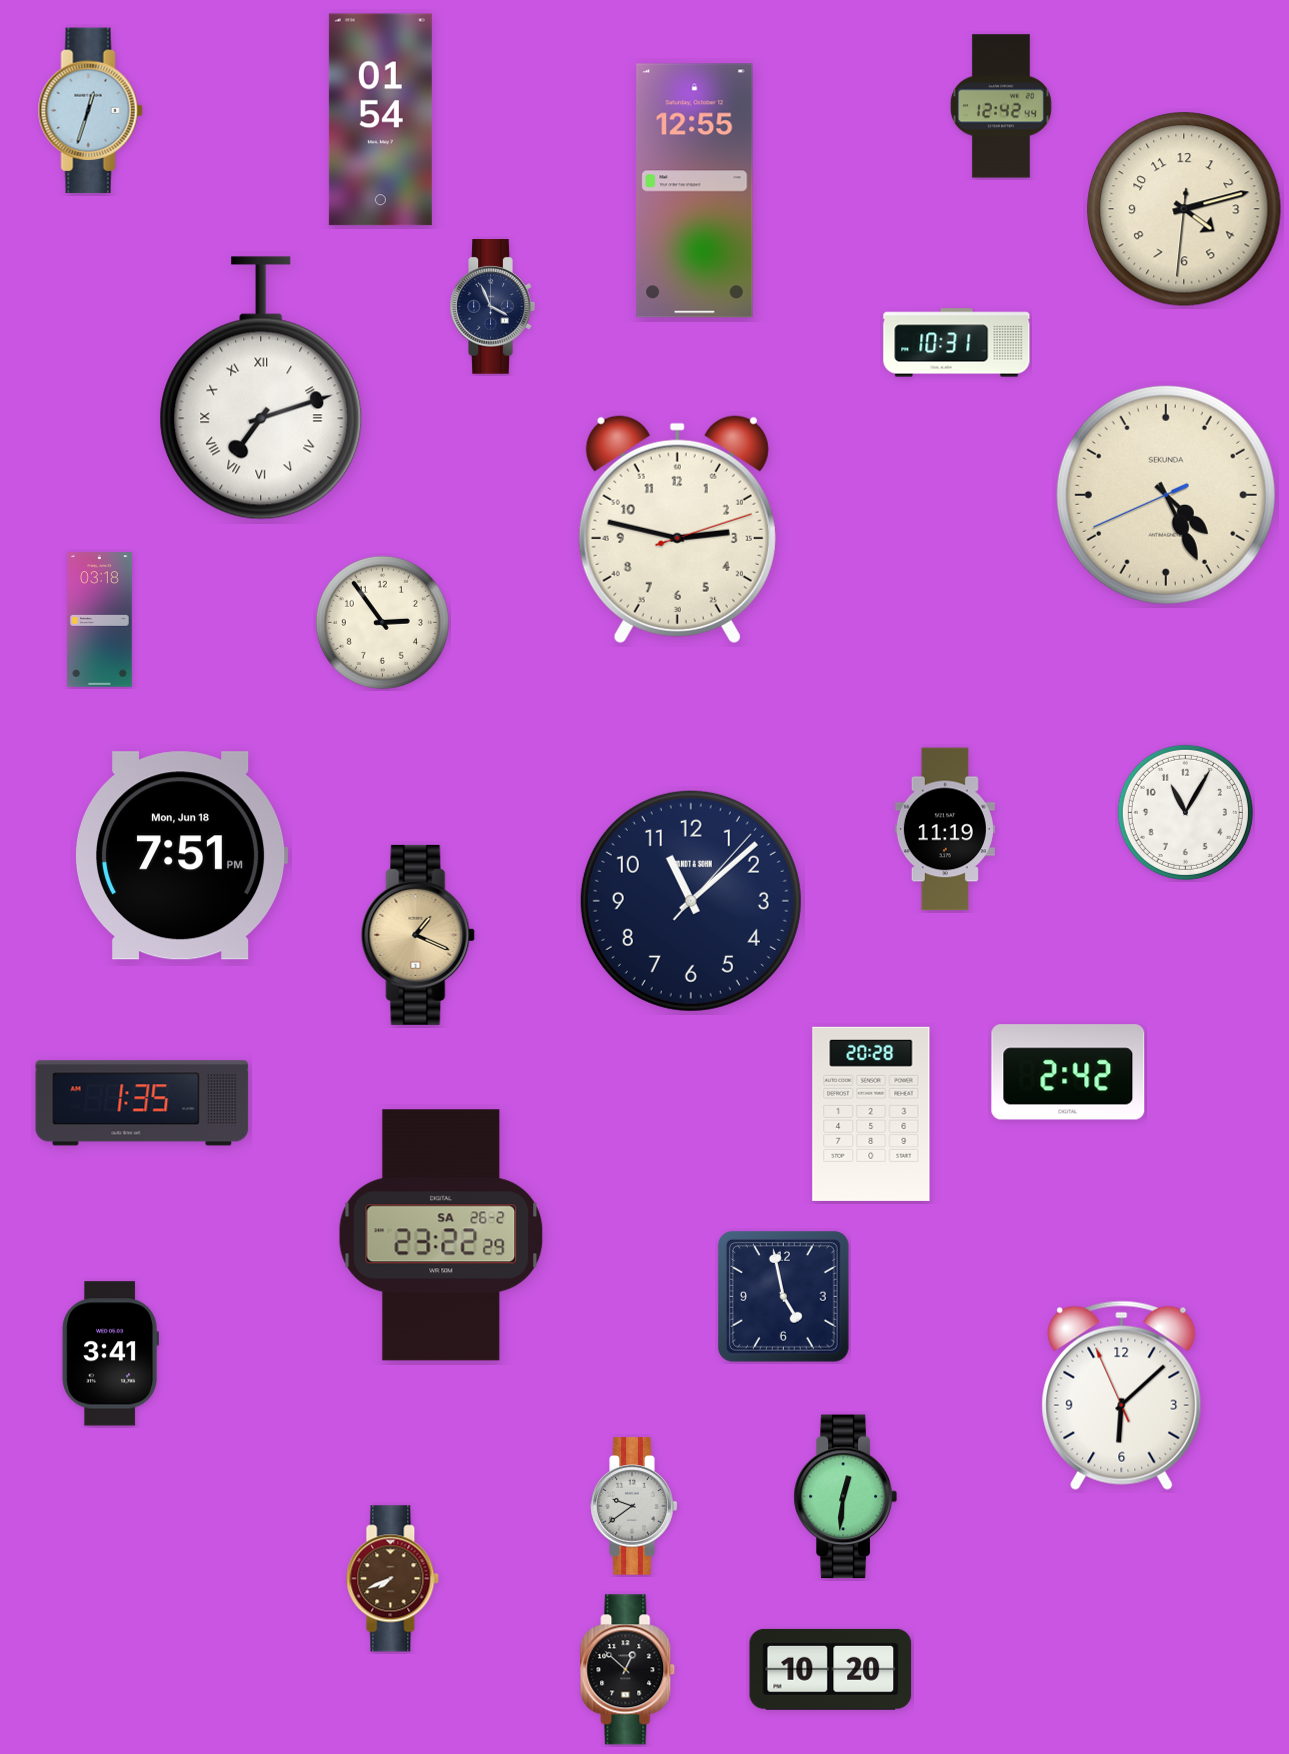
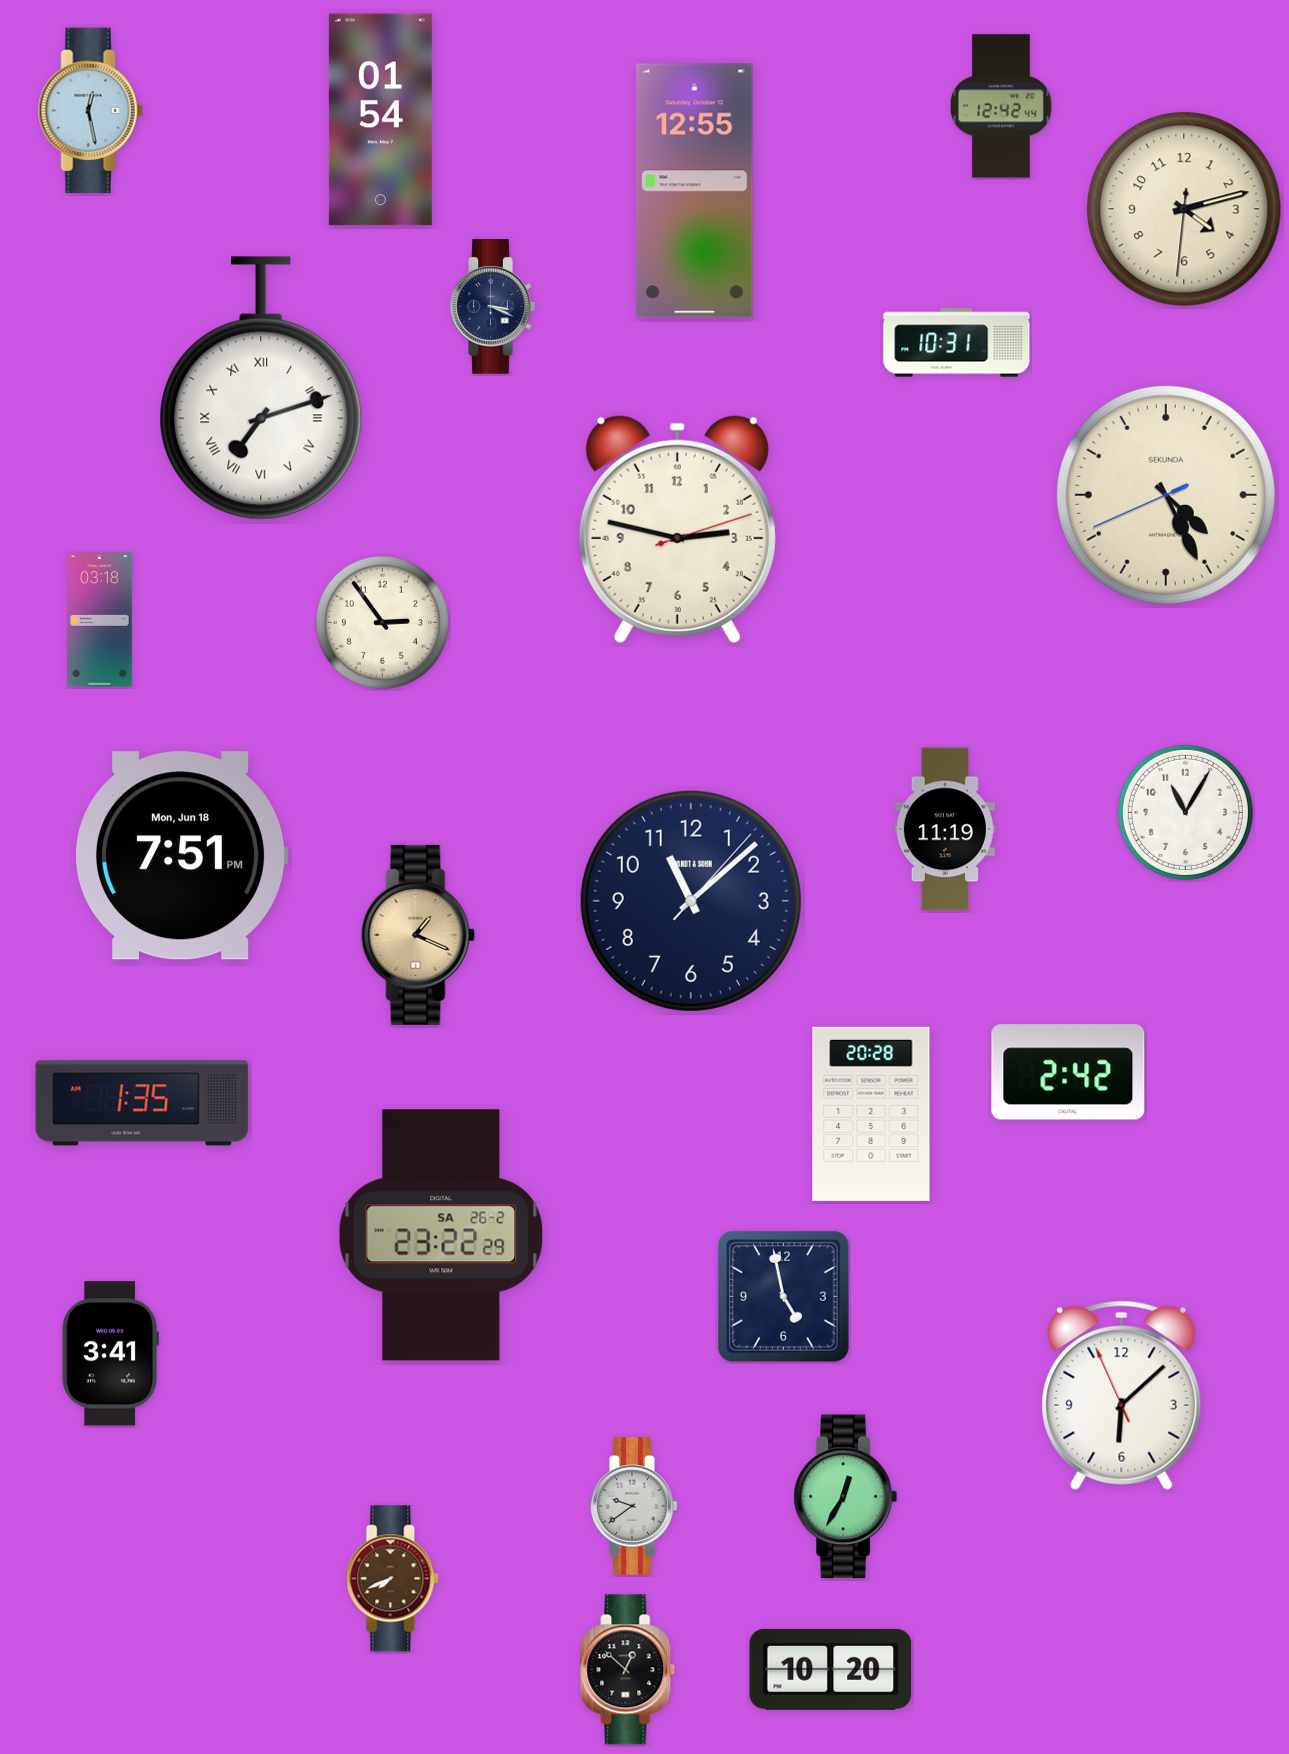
clock at (90, 111): 12:33 -> 12:28
clock at (492, 307): 3:56 -> 3:19
clock at (845, 1497): 12:31 -> 12:35
